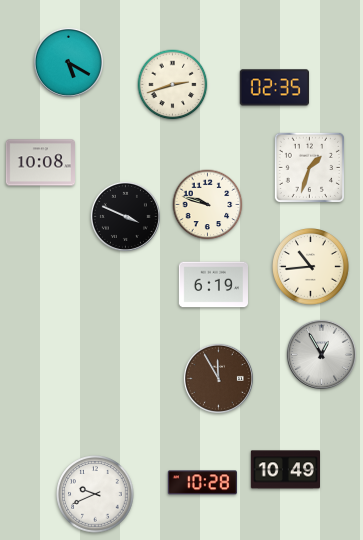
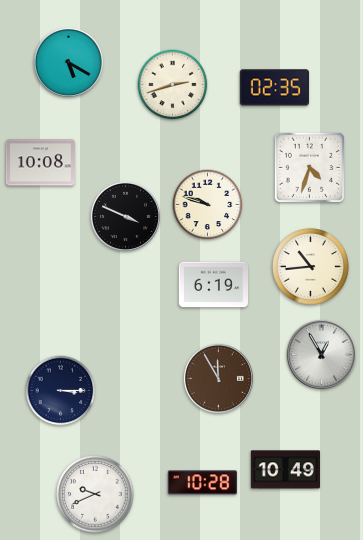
clock at (309, 167): 1:33 -> 4:33
clock at (61, 391): none -> 3:15
